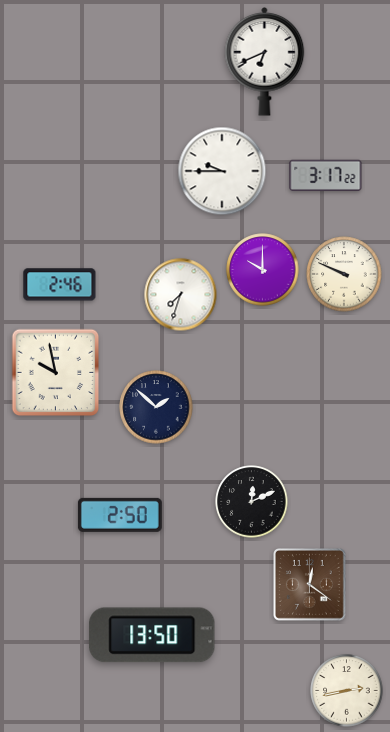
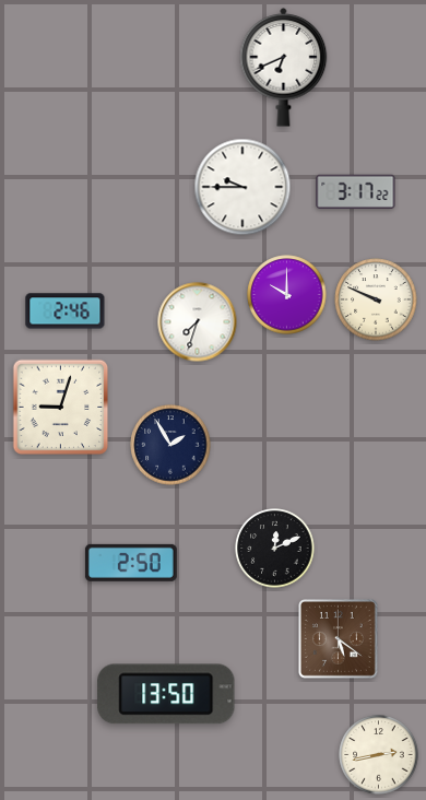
clock at (265, 62) position: (265, 62) -> (284, 68)
clock at (56, 373): 9:58 -> 9:03
clock at (156, 407): 1:52 -> 1:55
clock at (310, 585): 12:21 -> 5:21
